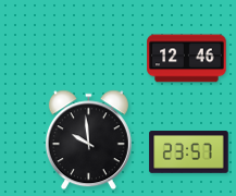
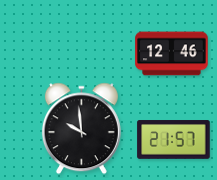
clock at (189, 152): 23:57 -> 21:57
